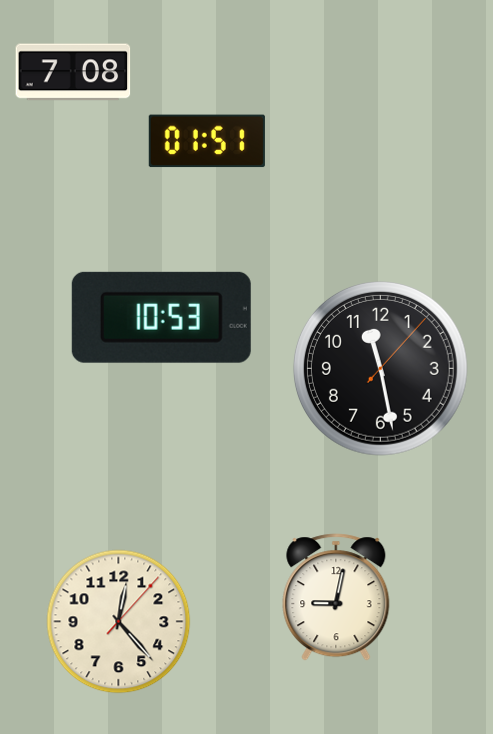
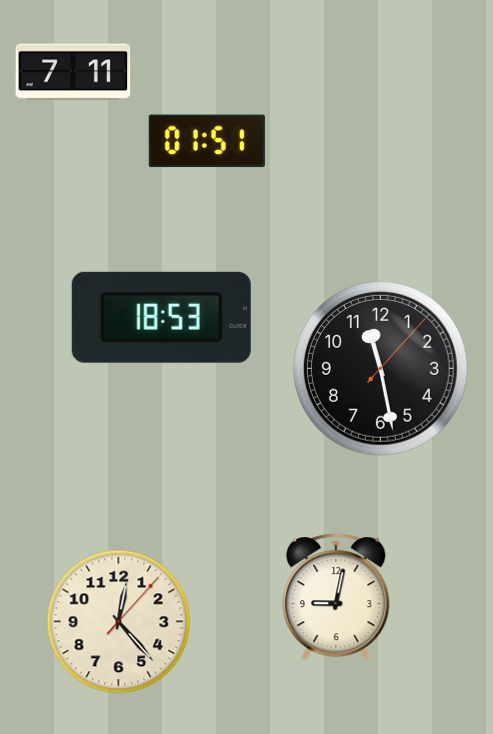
clock at (73, 72): 7:08 -> 7:11
clock at (161, 317): 10:53 -> 18:53
